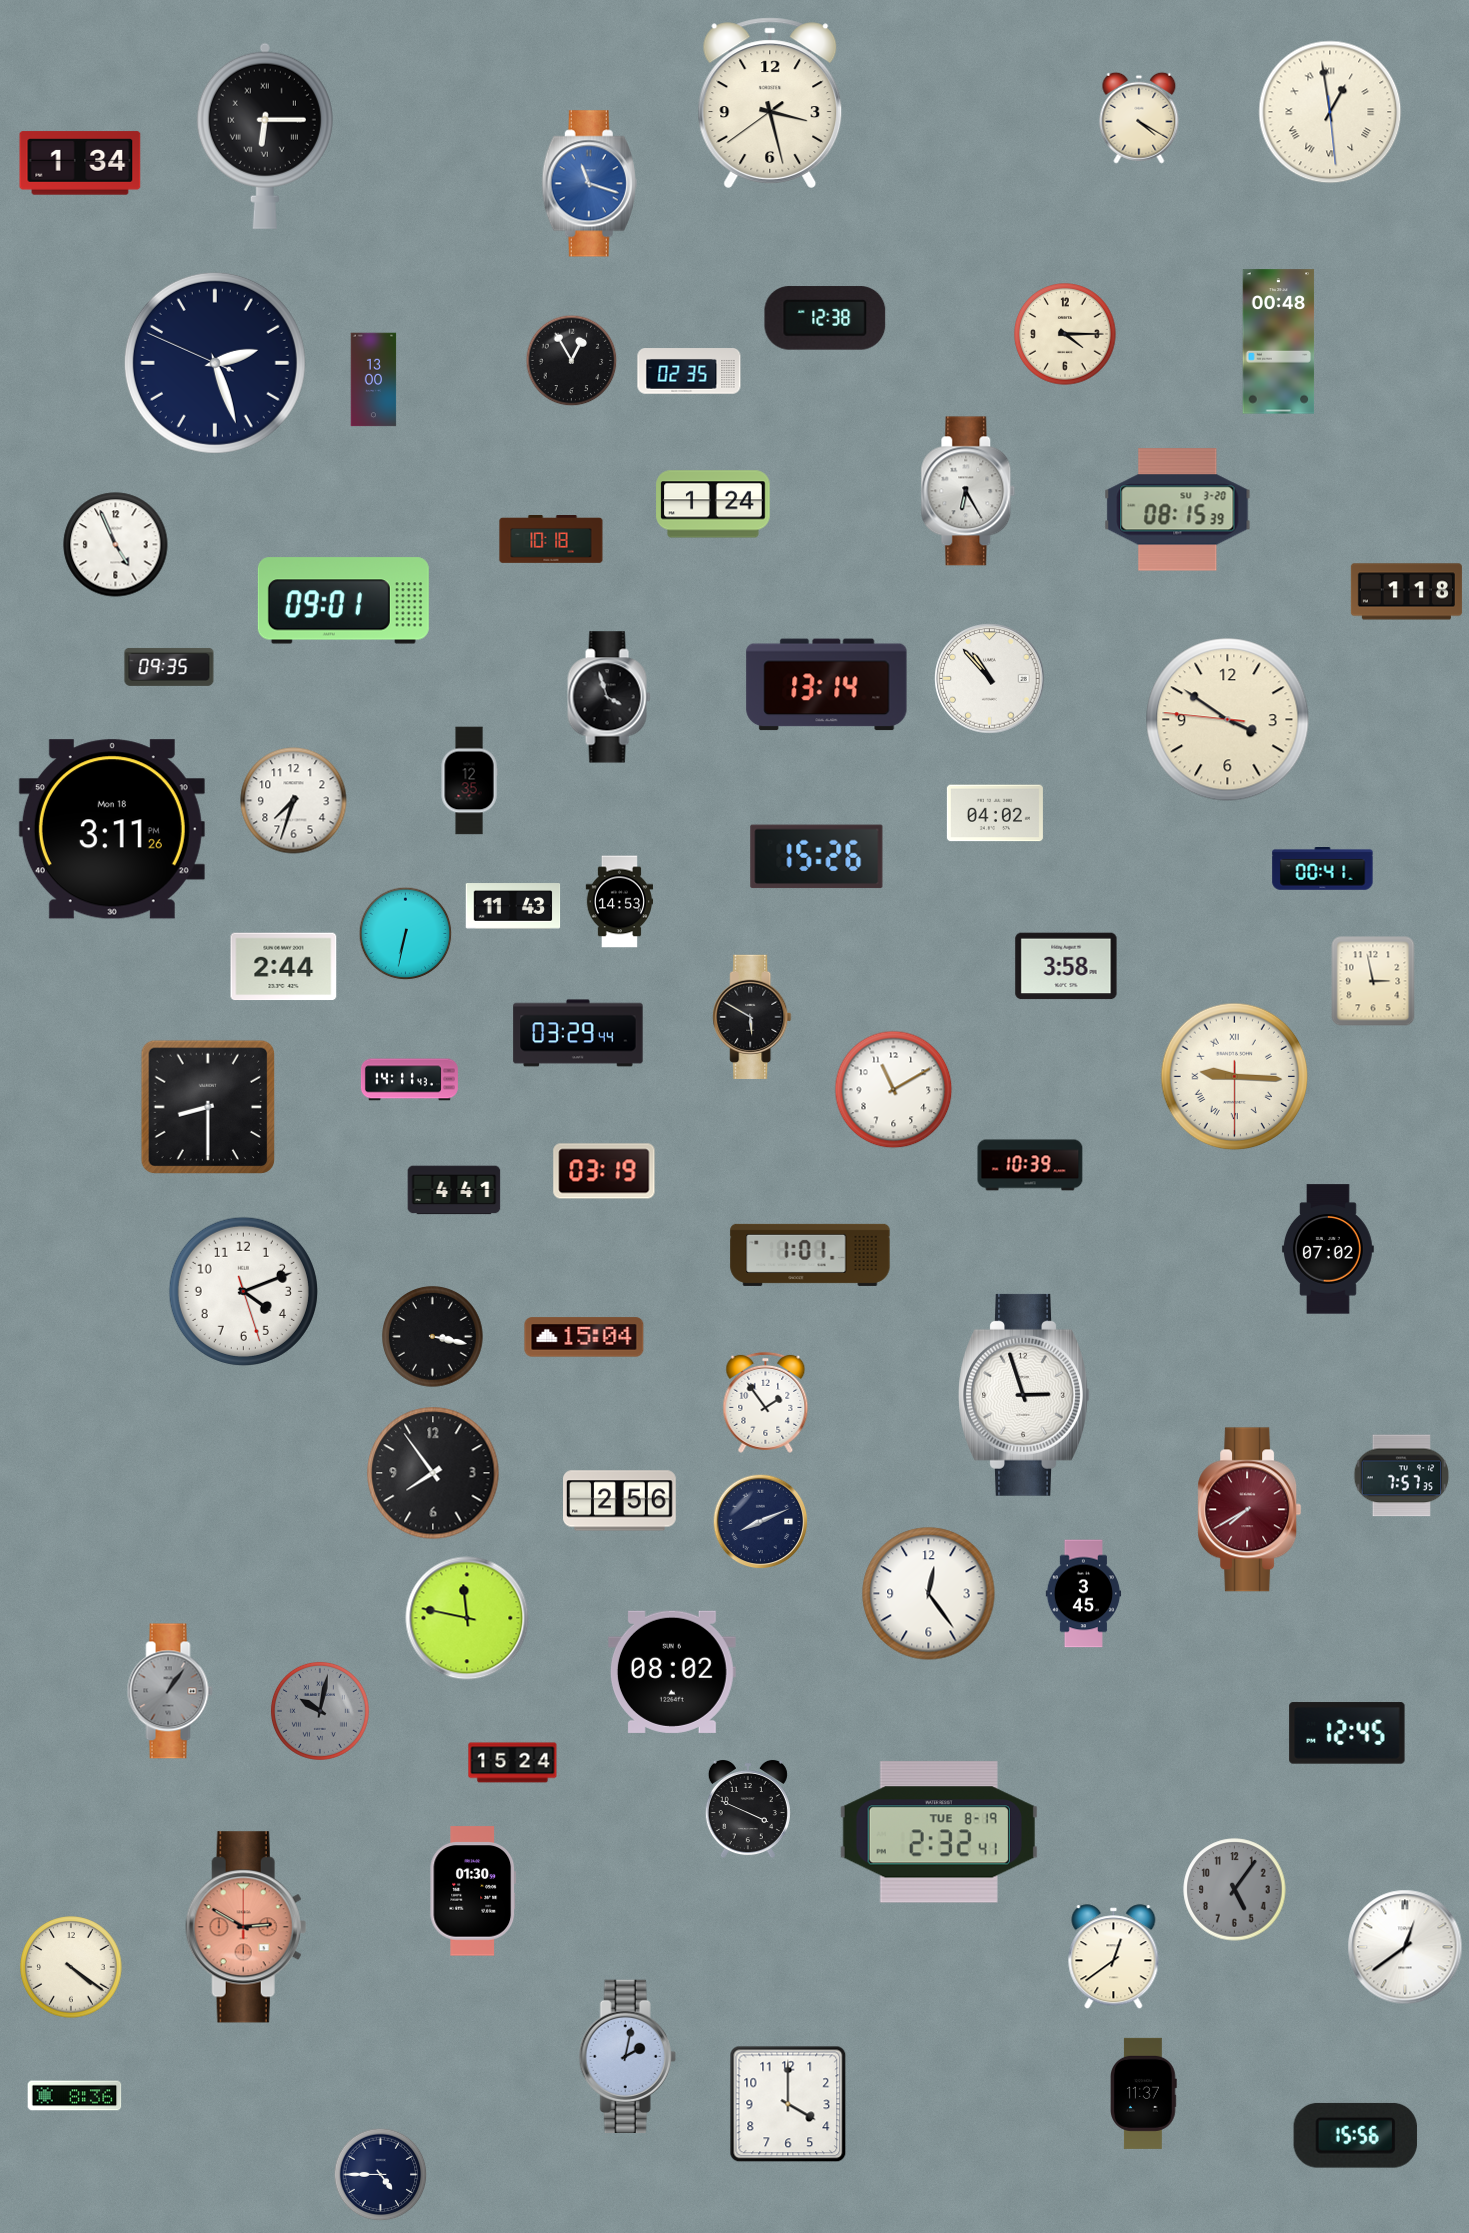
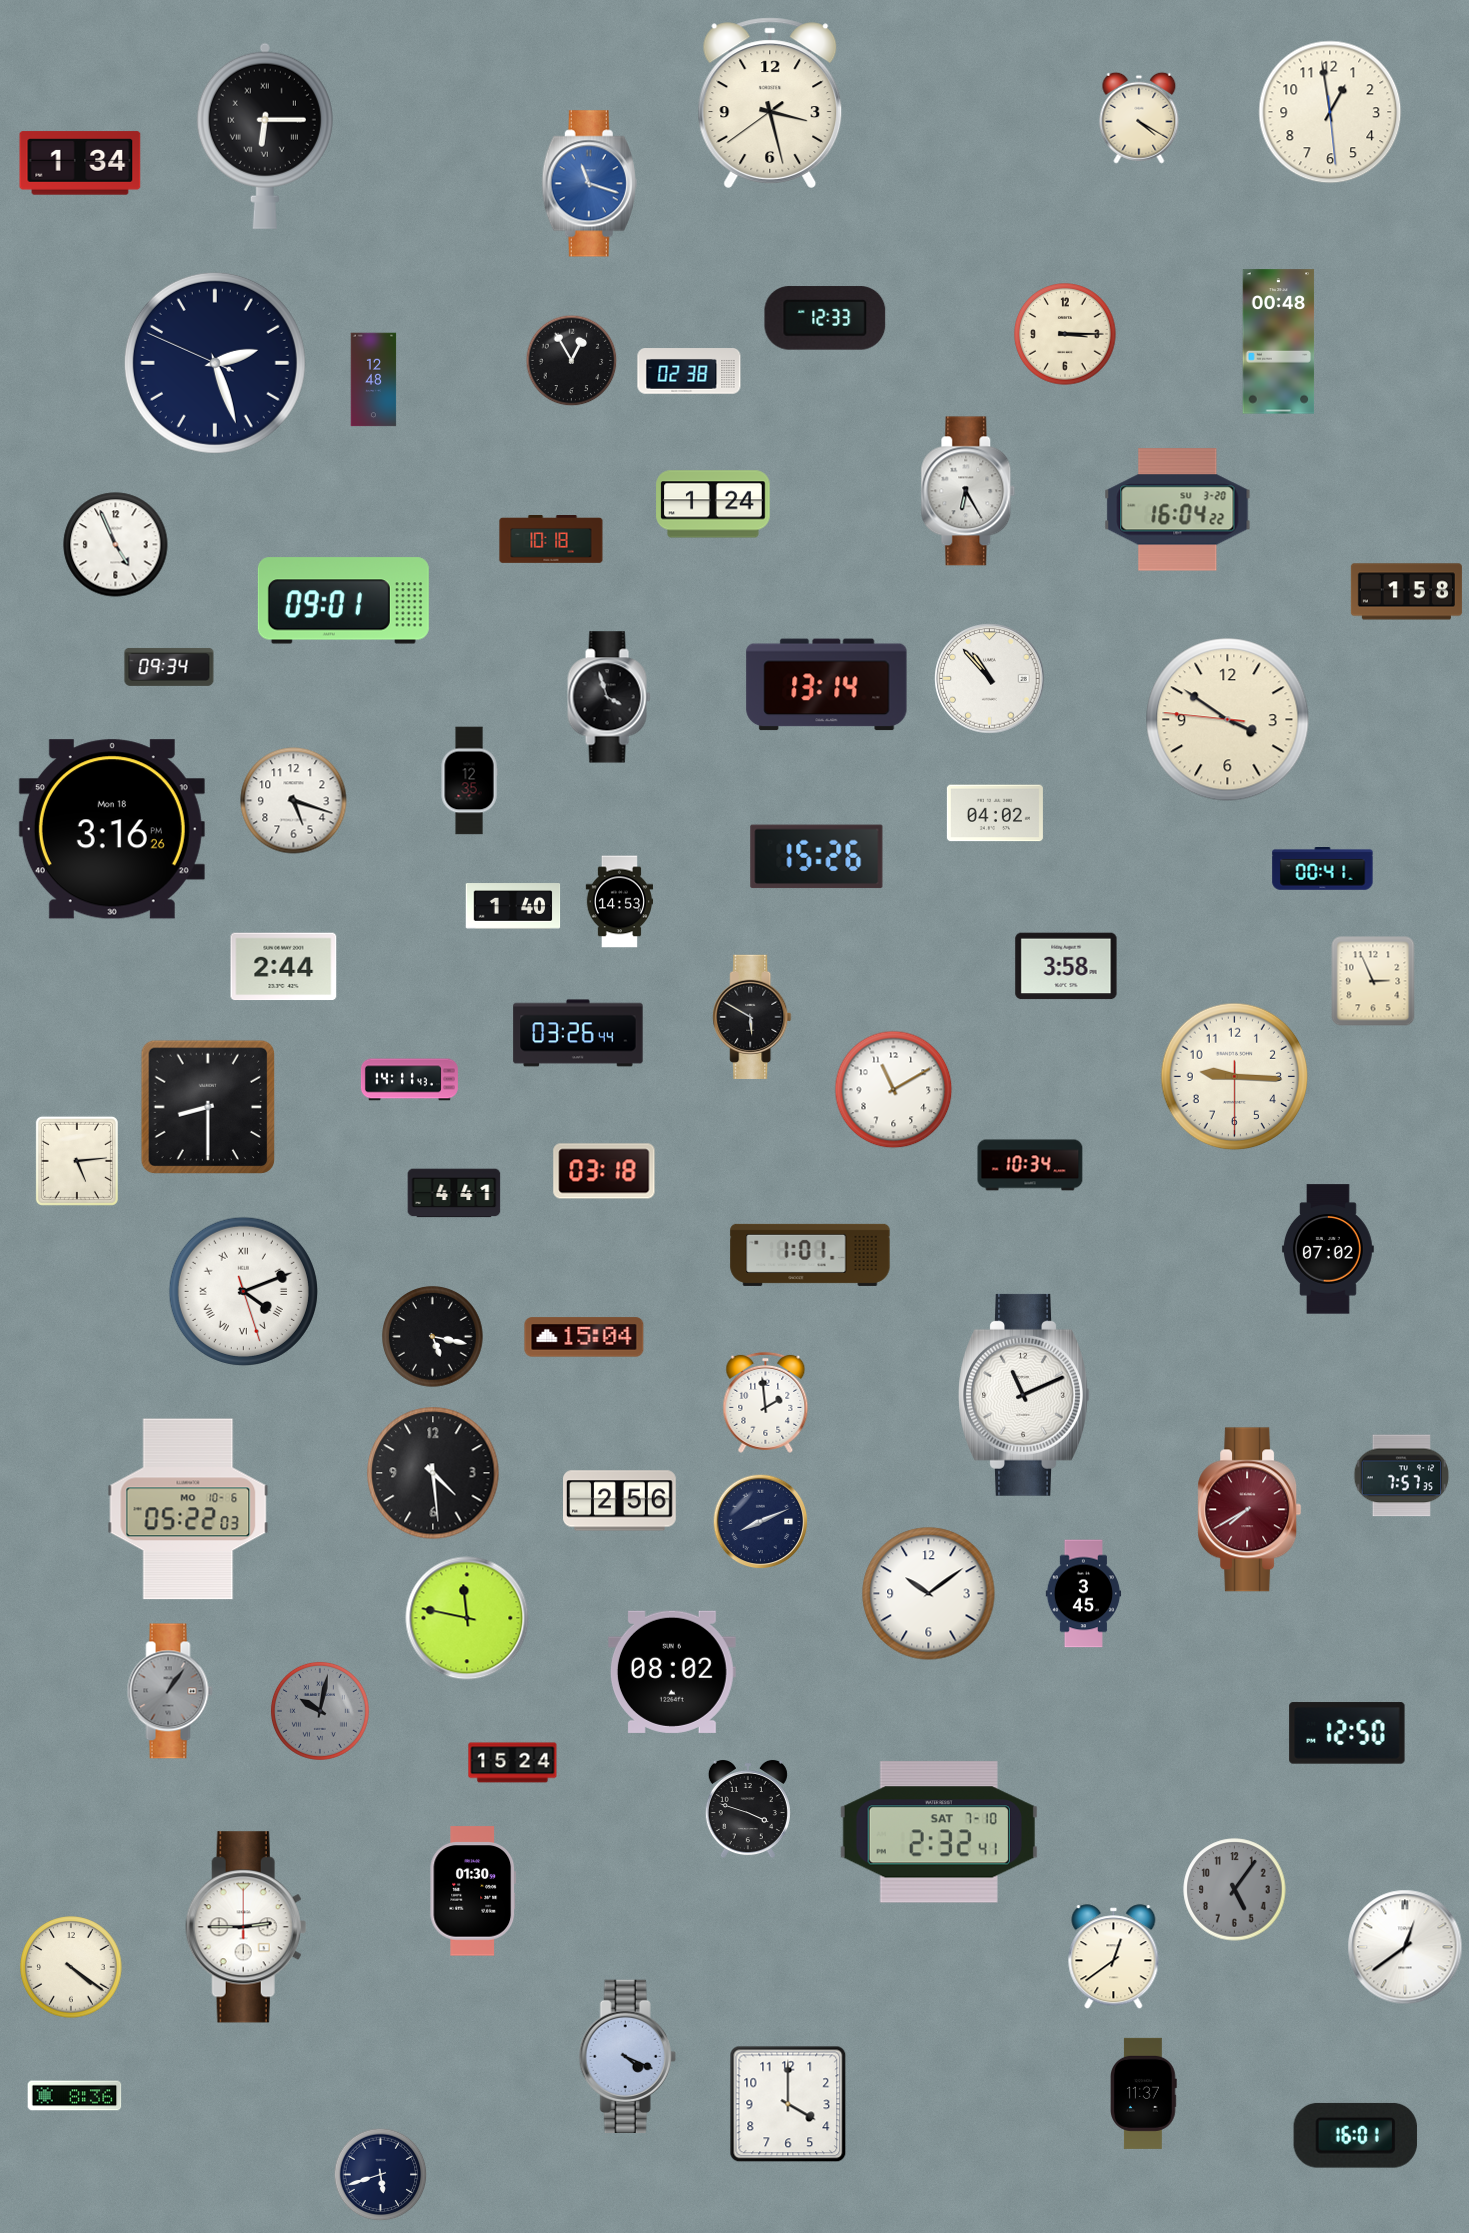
clock at (1330, 112) numerals: Roman -> Arabic
clock at (825, 318): 12:38 -> 12:33
clock at (1065, 334): 4:15 -> 3:15
clock at (689, 371): 02:35 -> 02:38
clock at (374, 380): 13:00 -> 12:48
clock at (1178, 510): 08:15 -> 16:04
clock at (1406, 592): 1:18 -> 1:58
clock at (169, 667): 09:35 -> 09:34
clock at (294, 801): 7:33 -> 5:18
clock at (112, 829): 3:11 -> 3:16
clock at (513, 906): 11:43 -> 1:40
clock at (406, 934): 6:32 -> none
clock at (1373, 981): 2:58 -> 2:56
clock at (578, 1033): 03:29 -> 03:26
clock at (1235, 1077) numerals: Roman -> Arabic
clock at (77, 1161): none -> 5:14
clock at (1030, 1165): 10:39 -> 10:34
clock at (604, 1171): 03:19 -> 03:18
clock at (454, 1190) position: (454, 1190) -> (454, 1193)
clock at (243, 1291) numerals: Arabic -> Roman
clock at (433, 1337): 3:17 -> 5:17
clock at (1024, 1395): 2:57 -> 11:11
clock at (766, 1402): 1:54 -> 1:59
clock at (433, 1473): 7:54 -> 4:29
clock at (188, 1509): none -> 05:22
clock at (929, 1594): 12:24 -> 10:09
clock at (1347, 1733): 12:45 -> 12:50
clock at (748, 1809): 3:49 -> 3:48
clock at (939, 1832) date: TUE 8-19 -> SAT 7-10
clock at (246, 1927): 2:50 -> 2:45
clock at (246, 1927) dial: salmon -> white
clock at (627, 2057): 2:02 -> 4:19
clock at (1355, 2135): 15:56 -> 16:01
clock at (381, 2175): 4:45 -> 5:42
